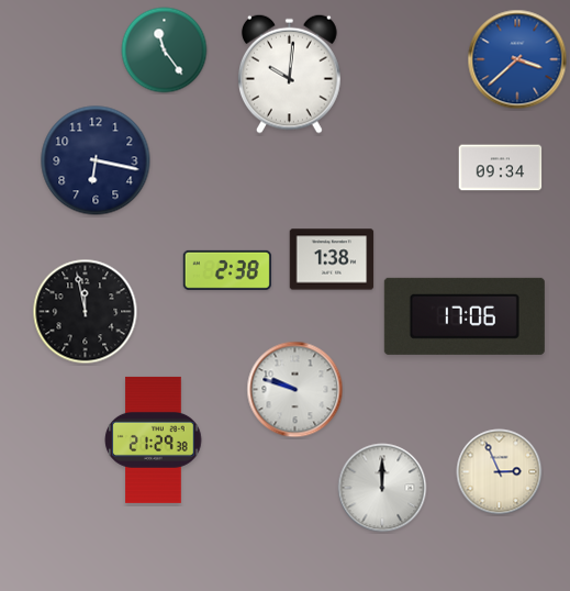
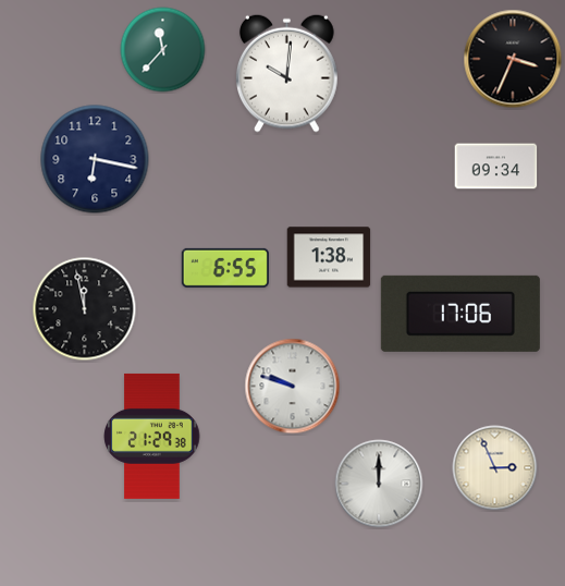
clock at (165, 51): 11:24 -> 11:37
clock at (517, 59): 3:38 -> 3:34
clock at (517, 59) dial: blue -> black
clock at (227, 270): 2:38 -> 6:55
